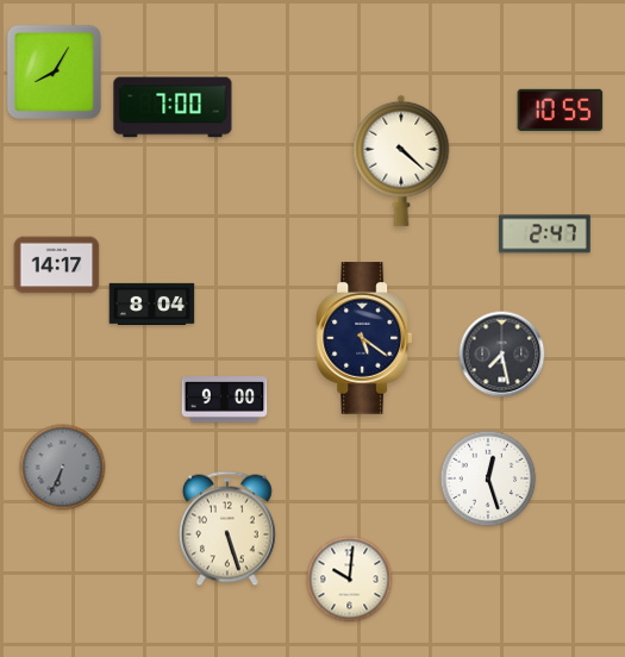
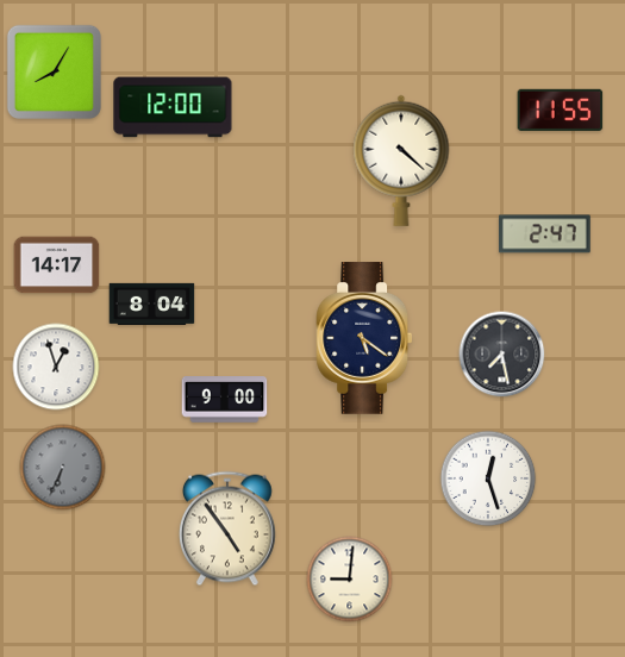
clock at (173, 107): 7:00 -> 12:00
clock at (561, 109): 10:55 -> 11:55
clock at (56, 367): none -> 12:57
clock at (227, 528): 5:27 -> 4:54
clock at (350, 580): 10:01 -> 9:01
